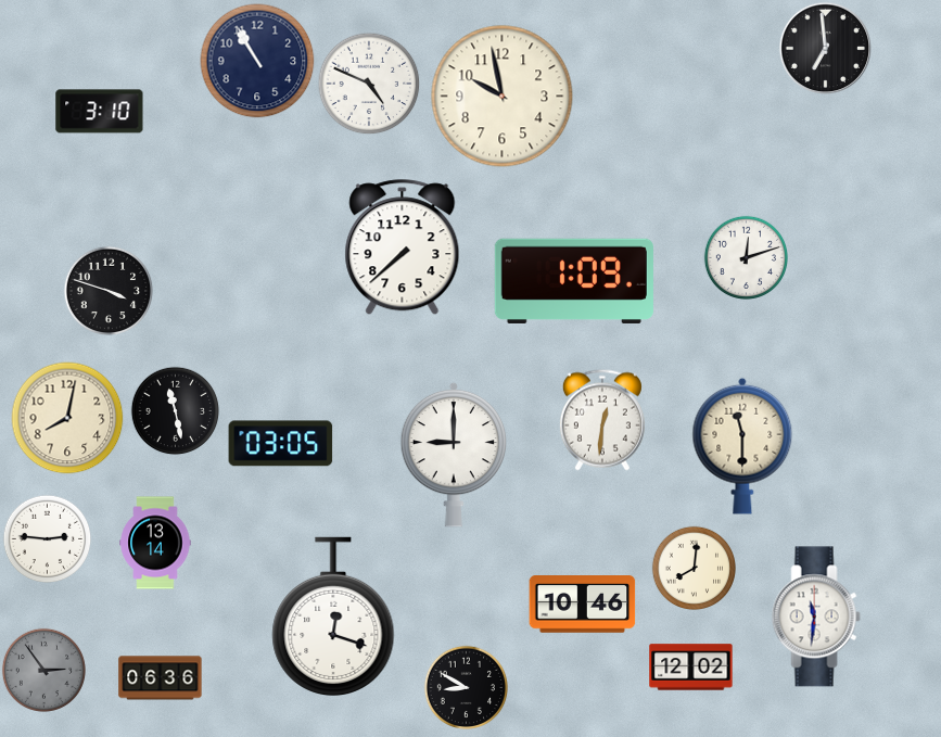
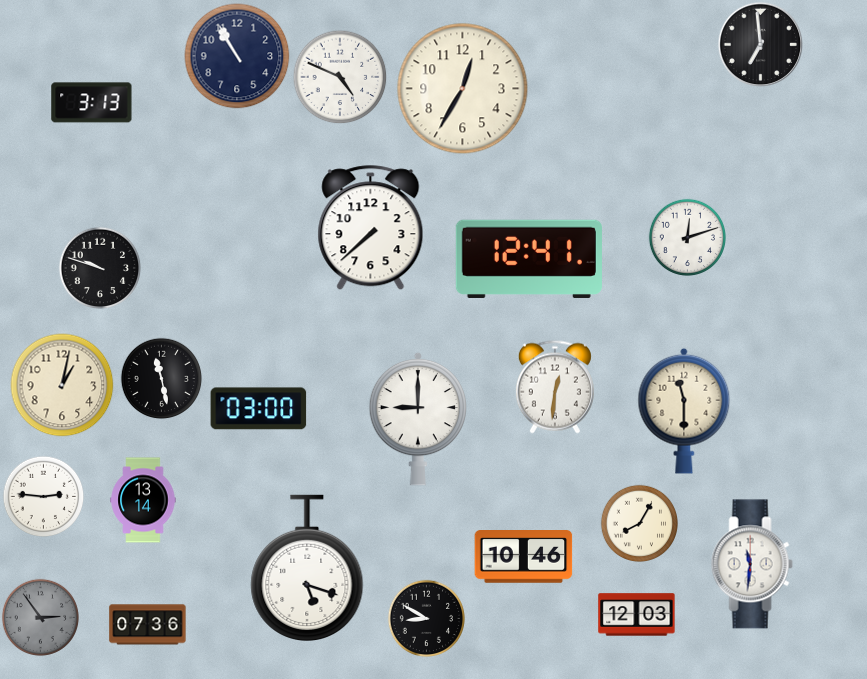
clock at (503, 97): 9:58 -> 12:35
clock at (100, 112): 3:10 -> 3:13
clock at (574, 281): 1:09 -> 12:41
clock at (109, 291): 3:48 -> 9:48
clock at (67, 418): 8:02 -> 1:02
clock at (281, 444): 03:05 -> 03:00
clock at (694, 568): 8:01 -> 8:05
clock at (583, 605) position: (583, 605) -> (524, 557)
clock at (333, 615): 12:18 -> 5:18
clock at (816, 617) position: (816, 617) -> (752, 564)
clock at (691, 668): 12:02 -> 12:03
clock at (161, 678): 06:36 -> 07:36
clock at (466, 687) position: (466, 687) -> (426, 618)
